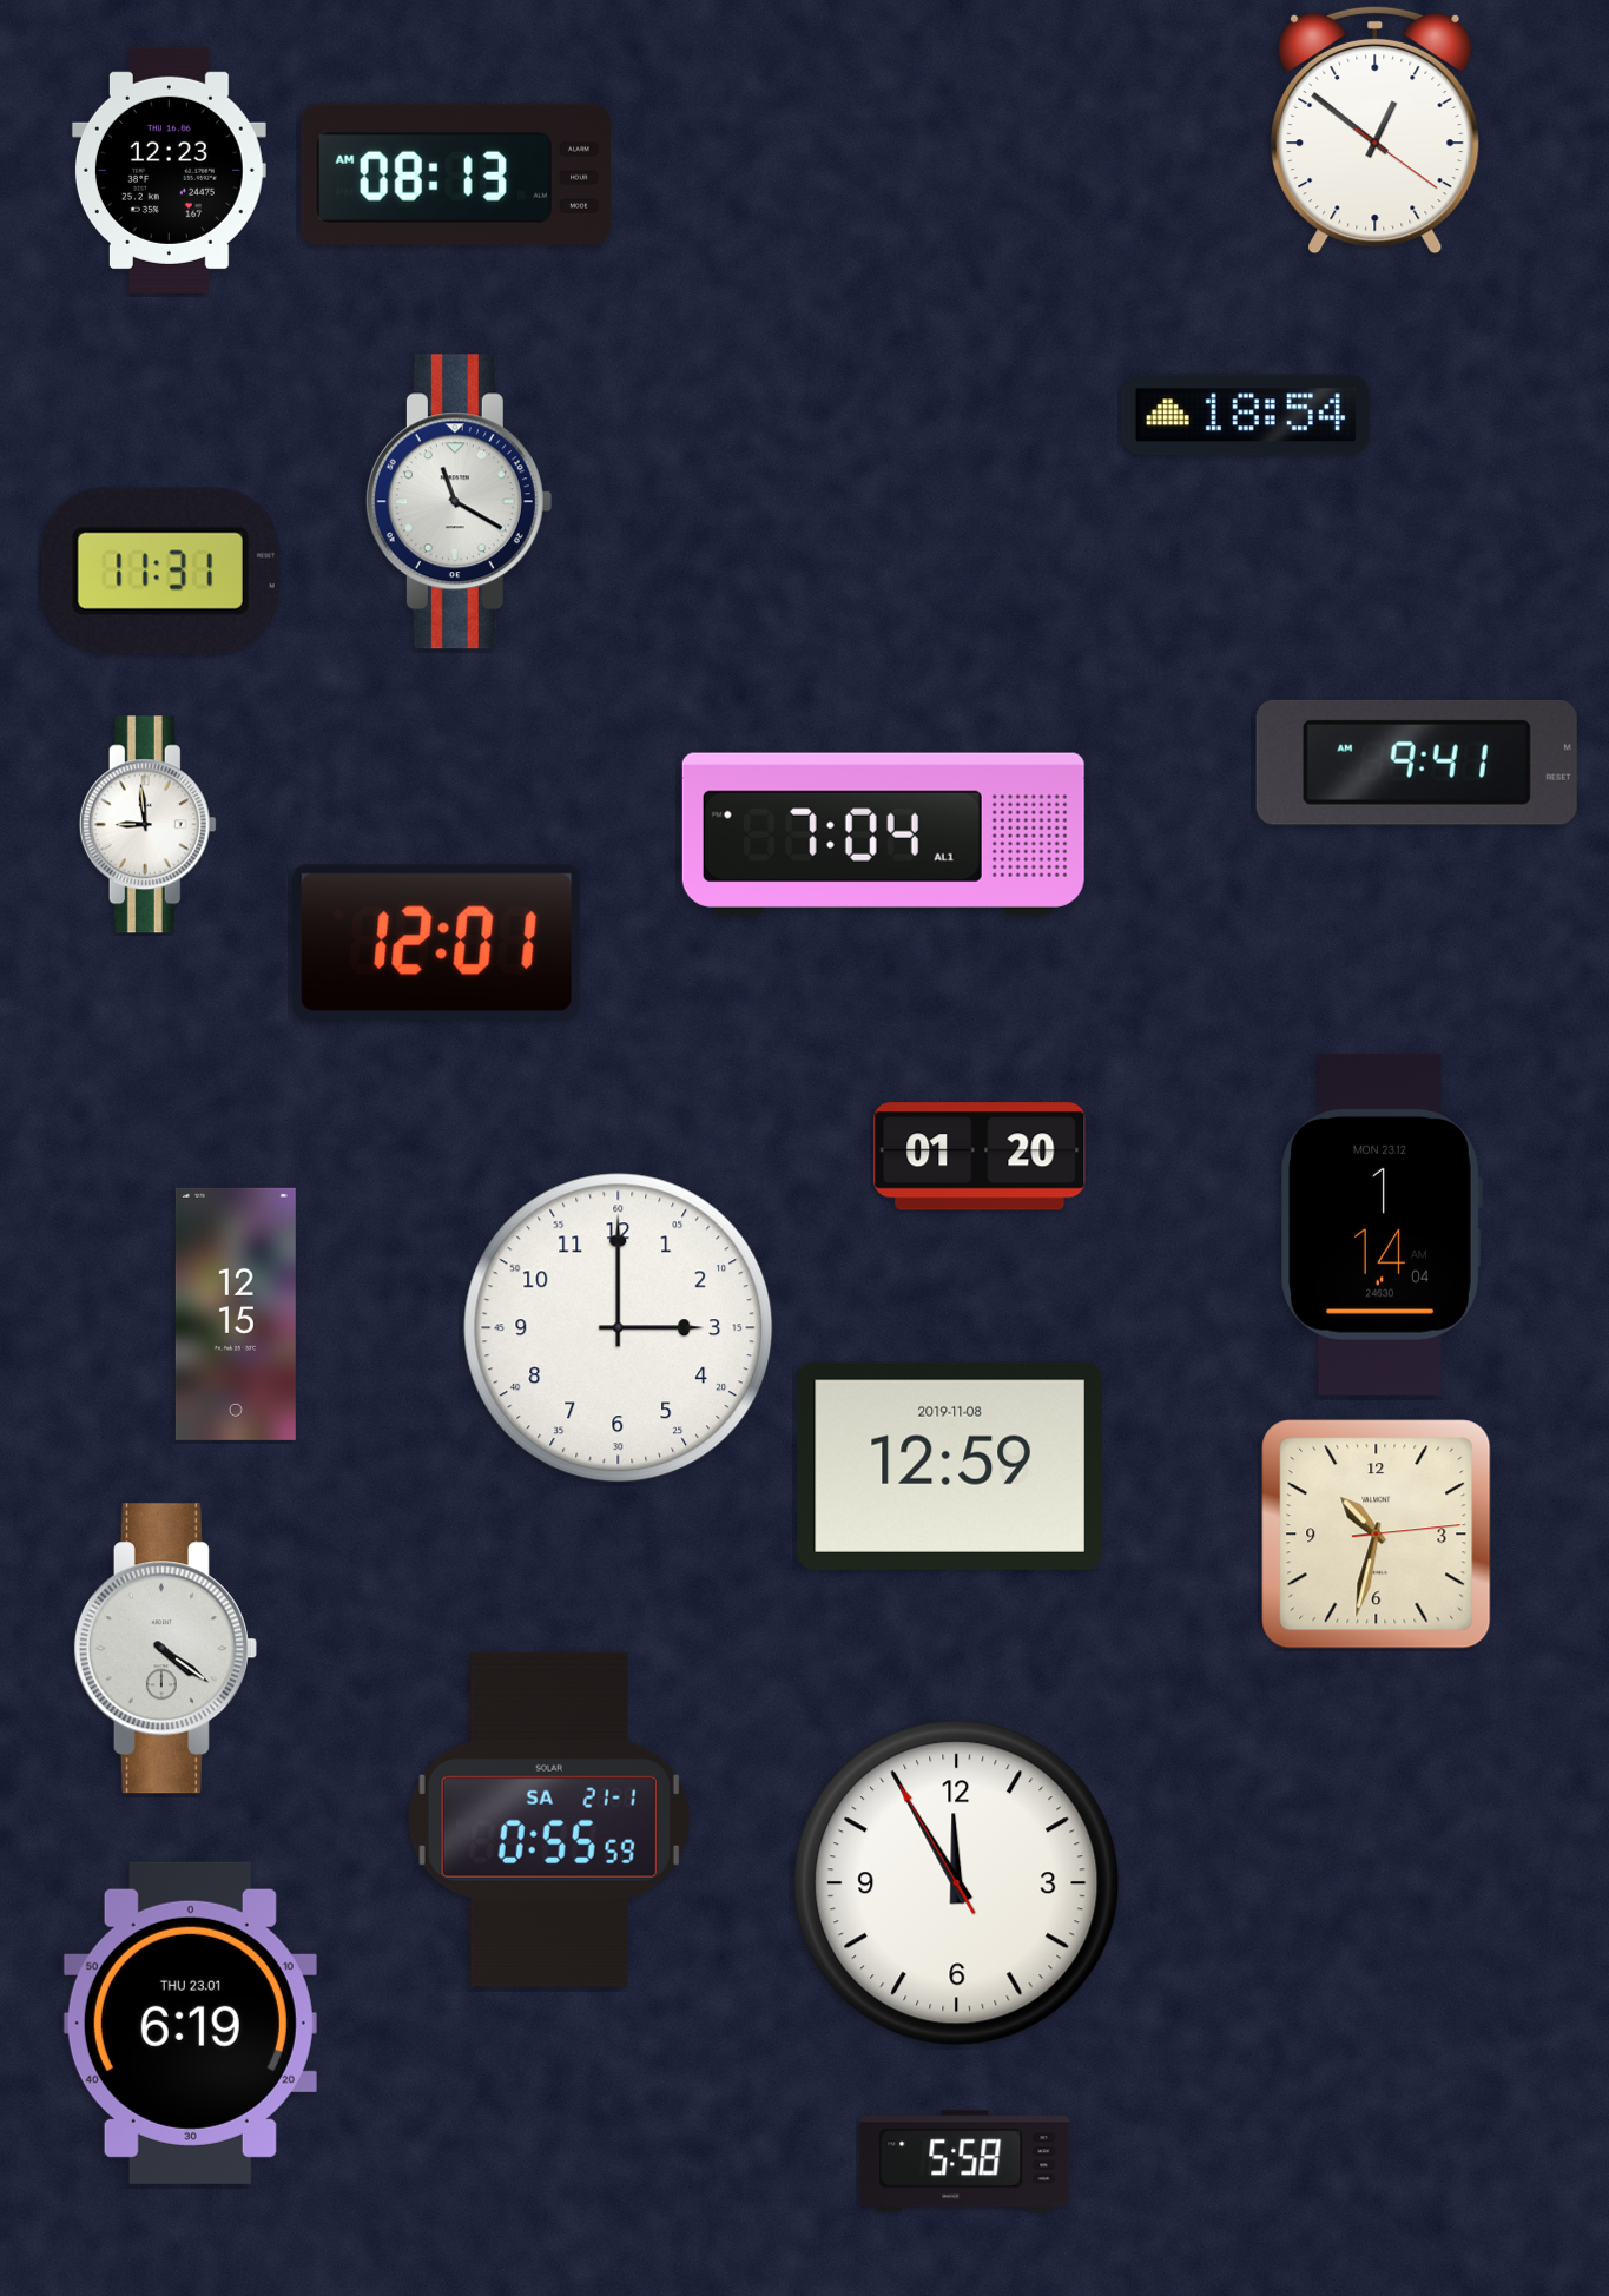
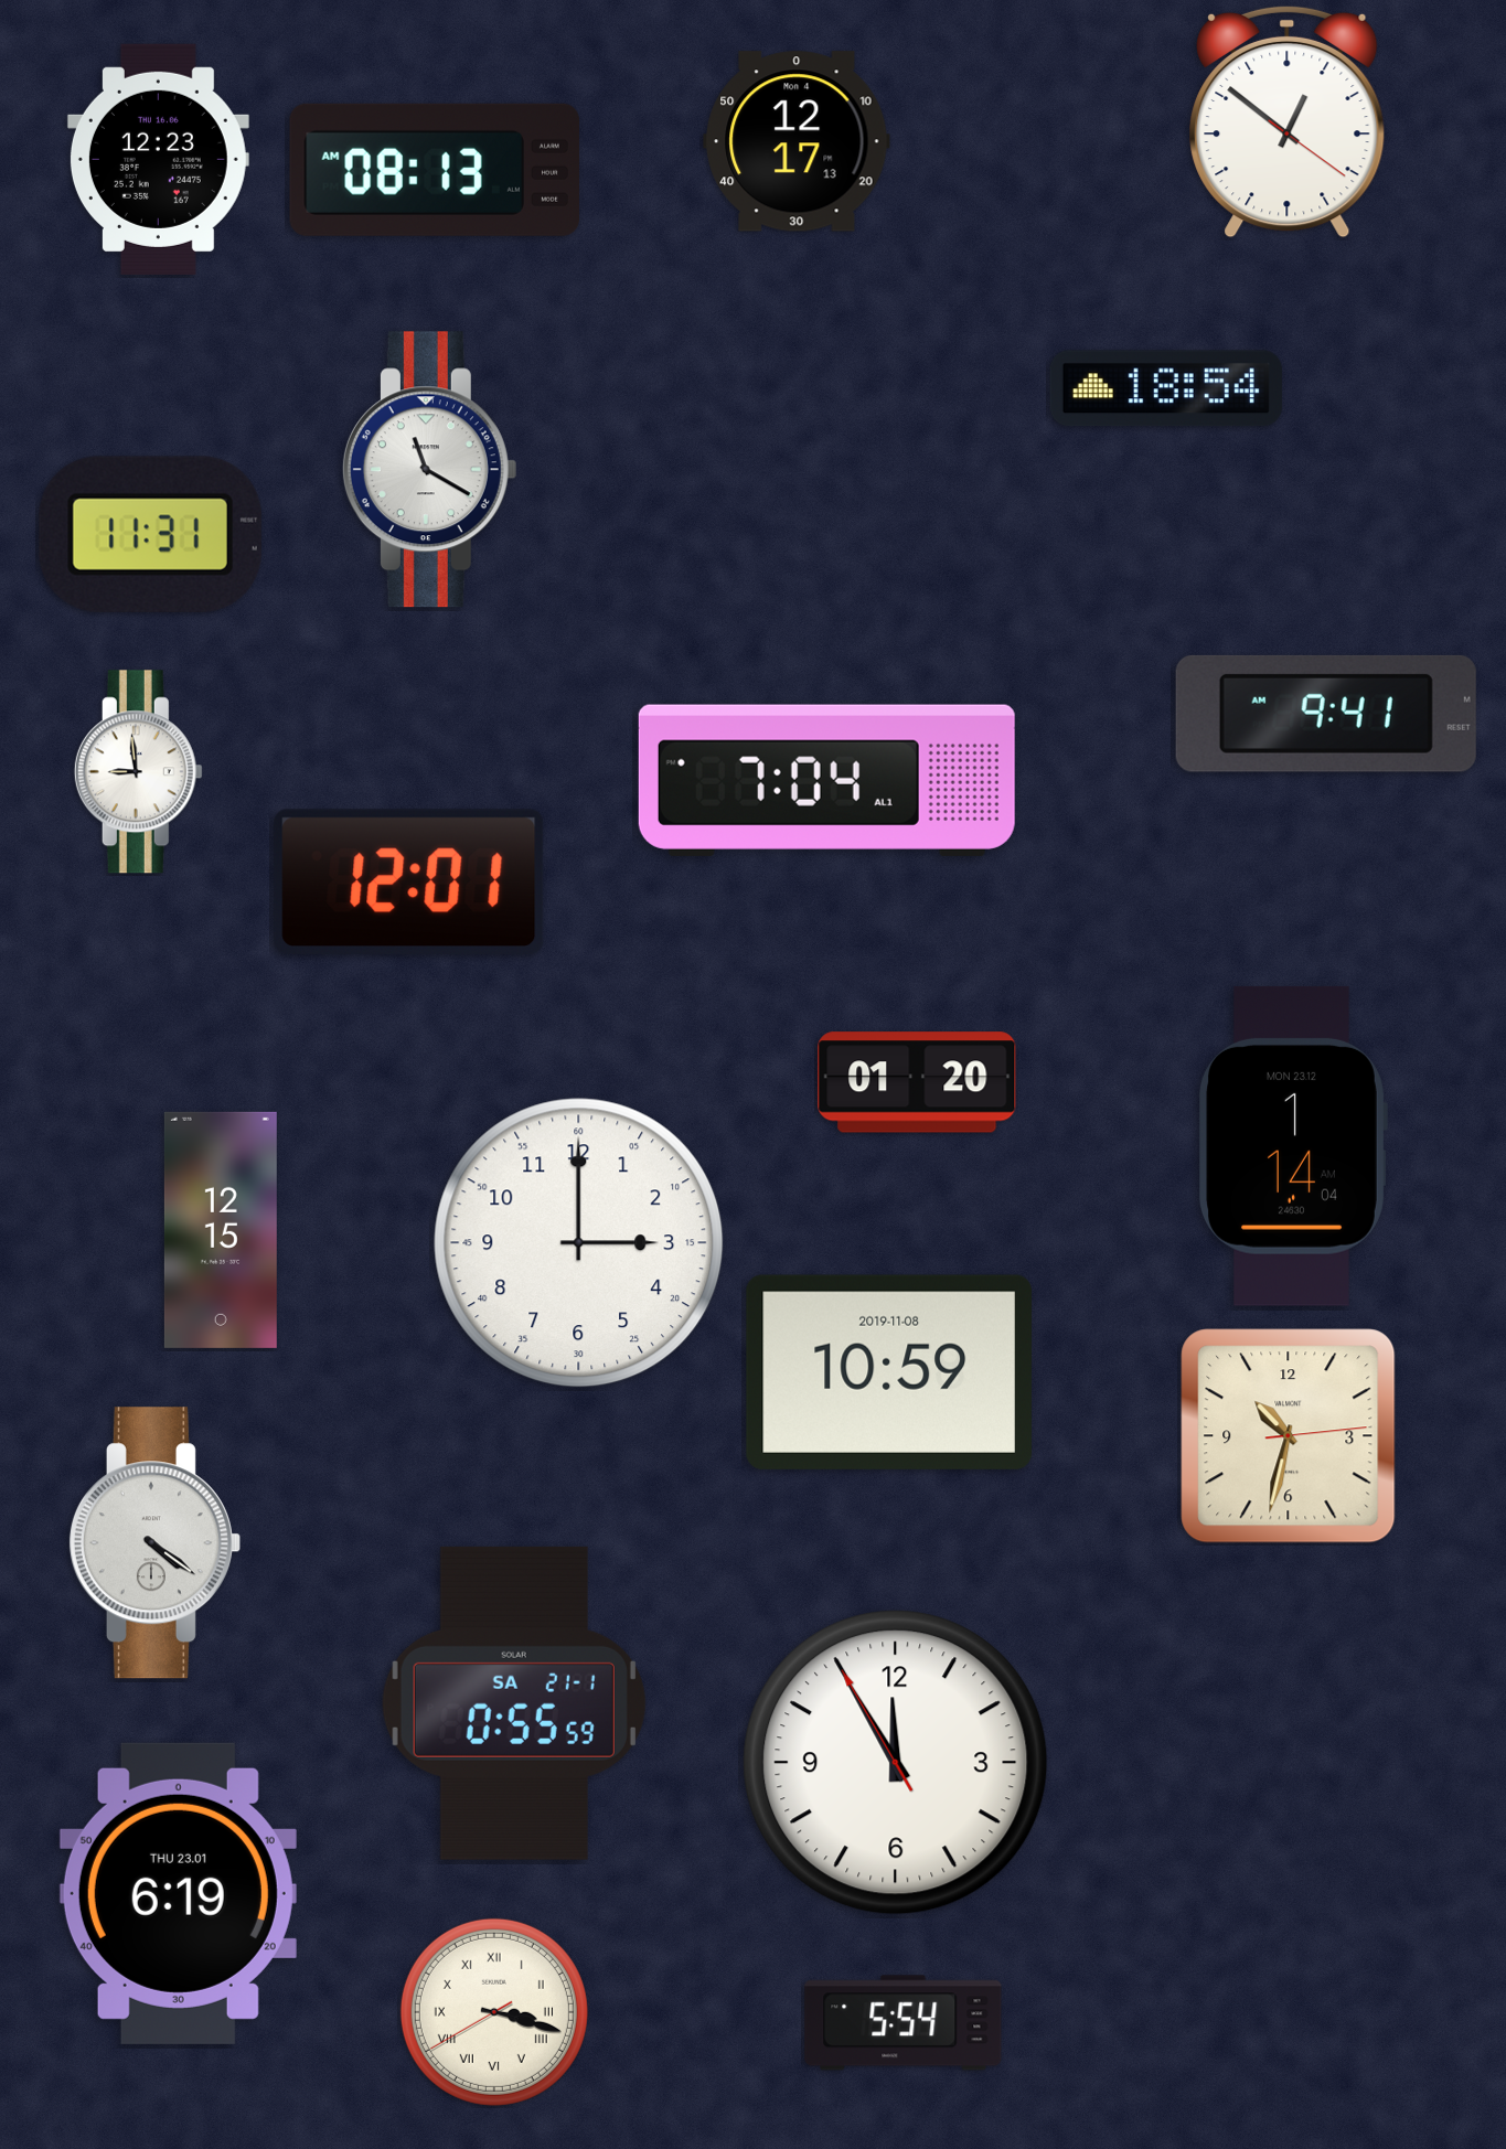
clock at (797, 141): none -> 12:17
clock at (456, 174) position: (456, 174) -> (435, 170)
clock at (950, 1466): 12:59 -> 10:59
clock at (494, 2012): none -> 3:17
clock at (965, 2162): 5:58 -> 5:54
